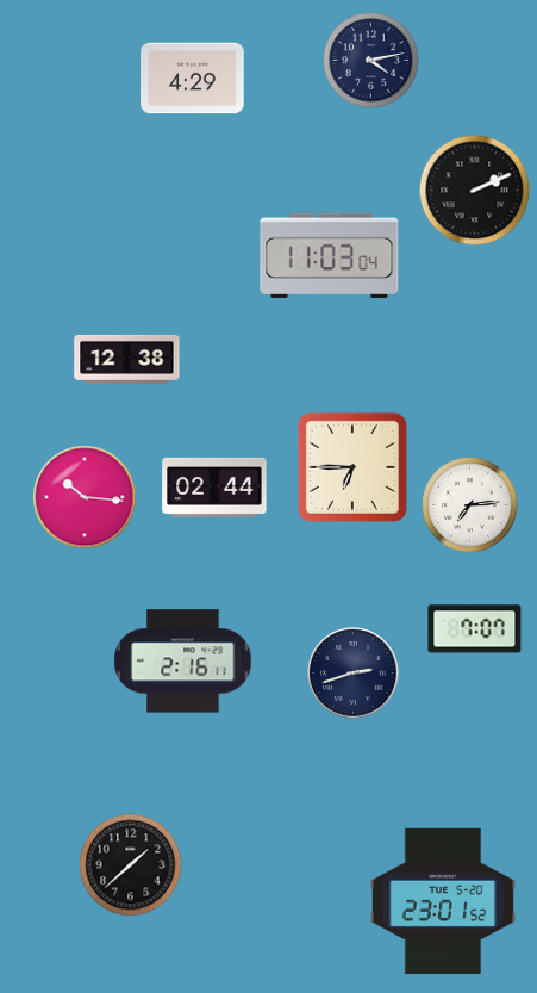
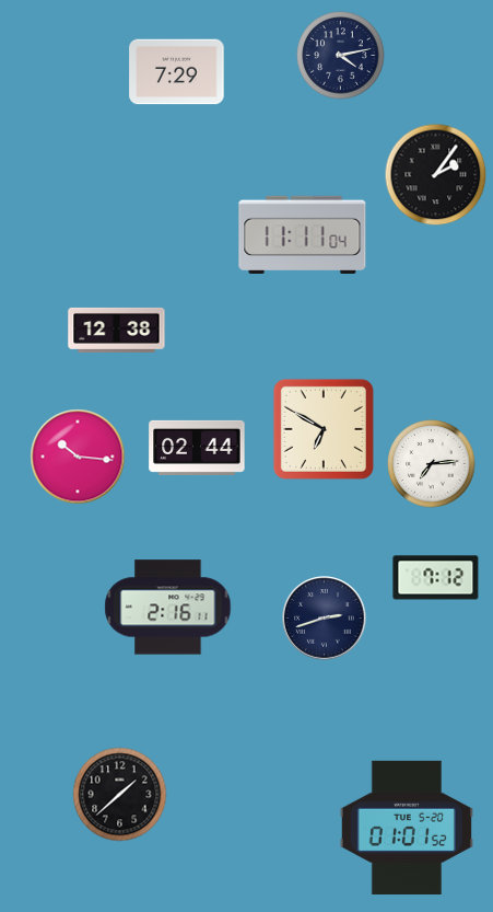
clock at (193, 79): 4:29 -> 7:29
clock at (475, 191): 2:11 -> 2:06
clock at (330, 255): 11:03 -> 11:11
clock at (352, 467): 6:45 -> 6:50
clock at (475, 629): 7:07 -> 7:12
clock at (443, 901): 23:01 -> 01:01
